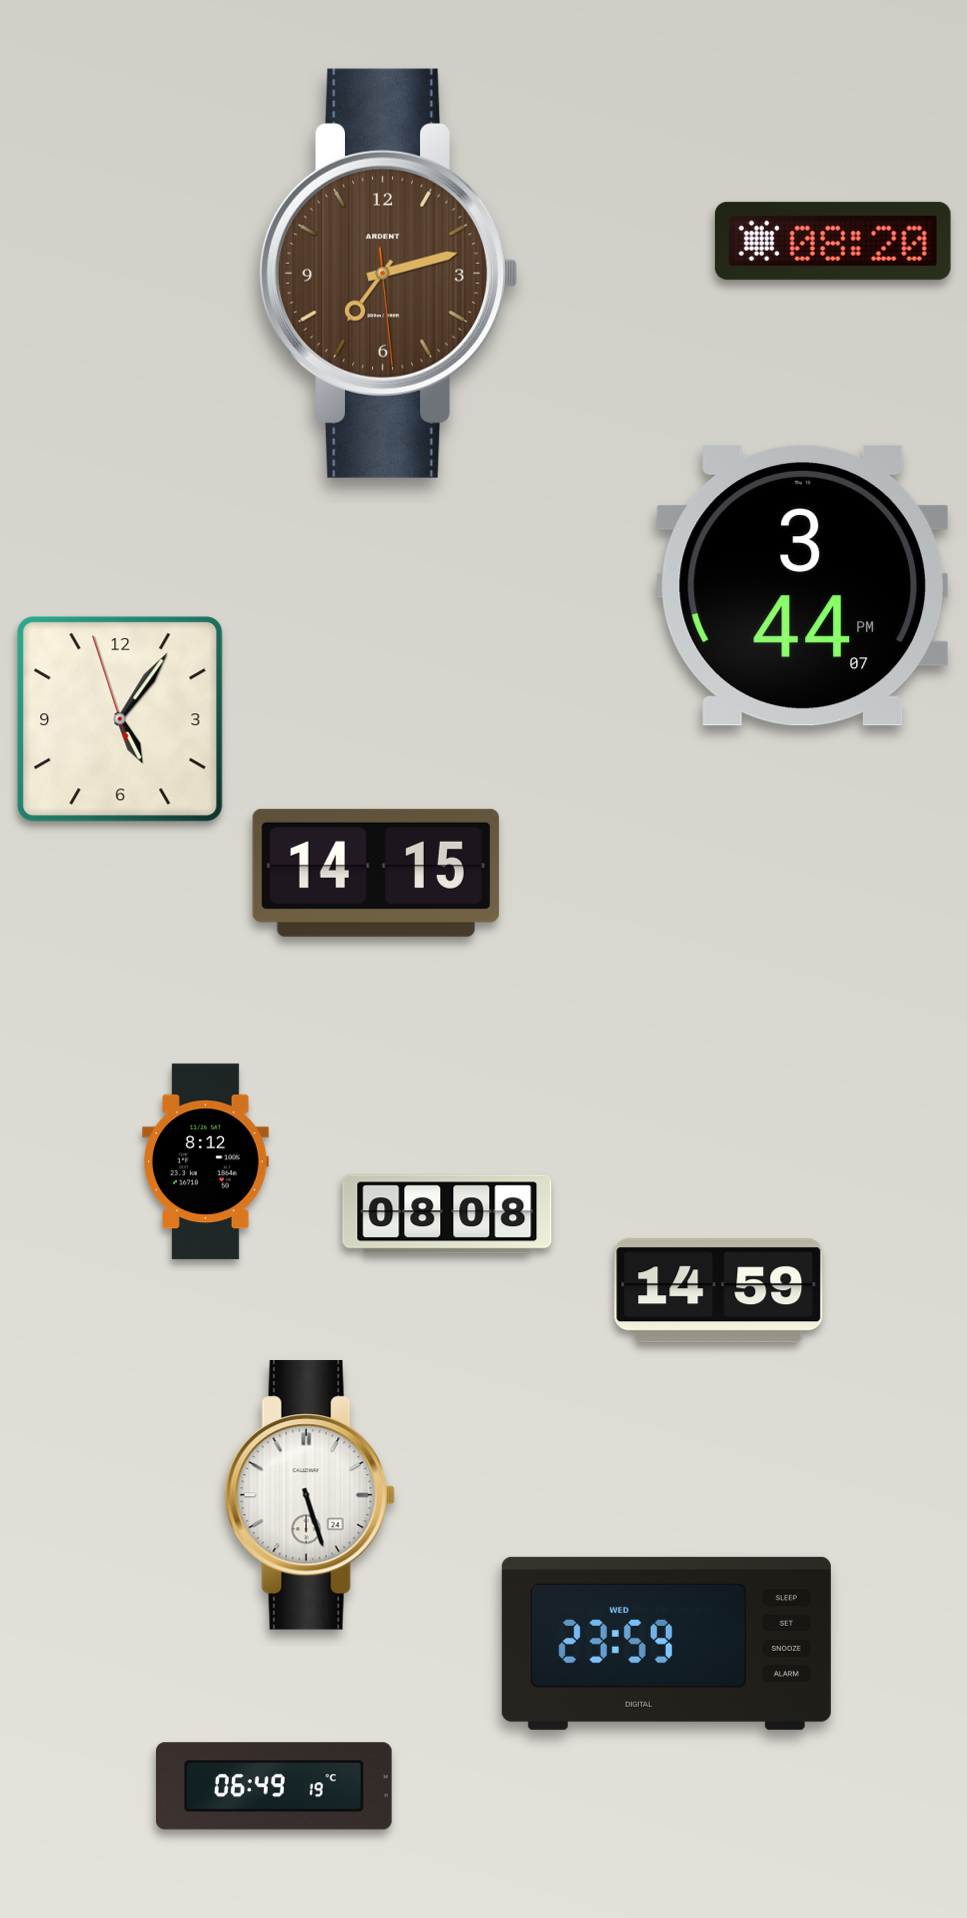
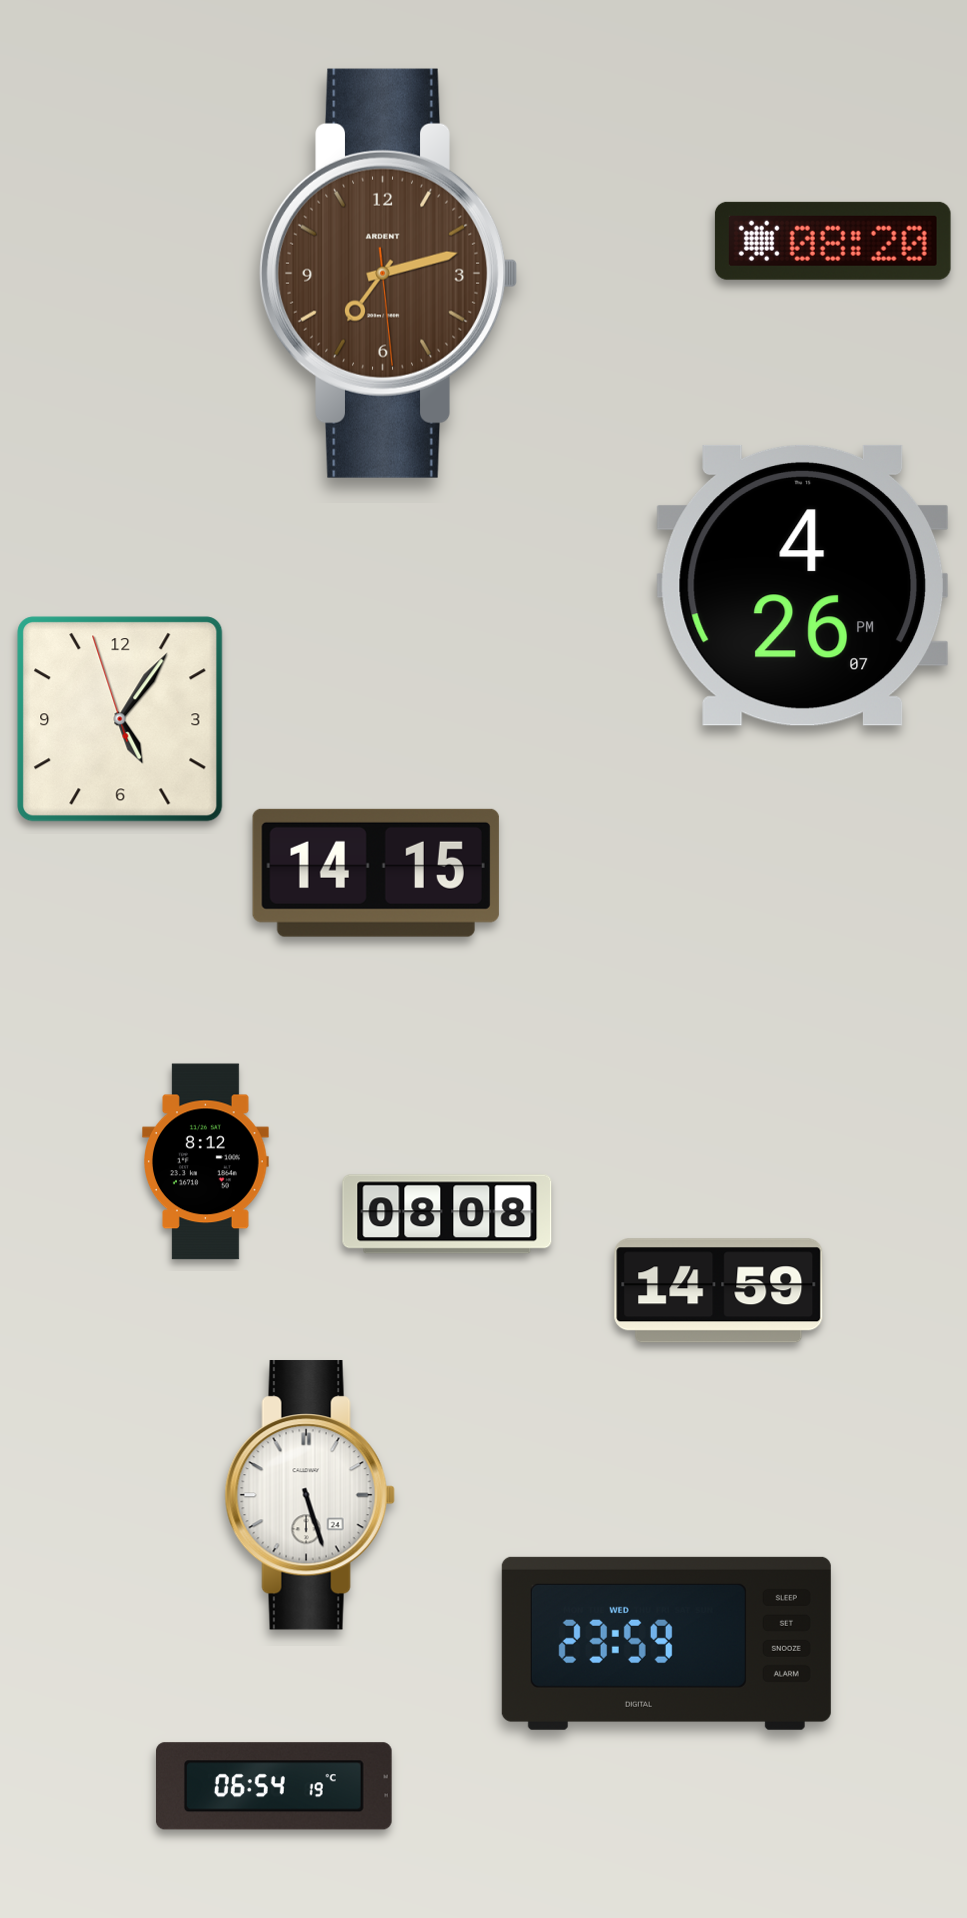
clock at (802, 585): 3:44 -> 4:26
clock at (274, 1786): 06:49 -> 06:54
